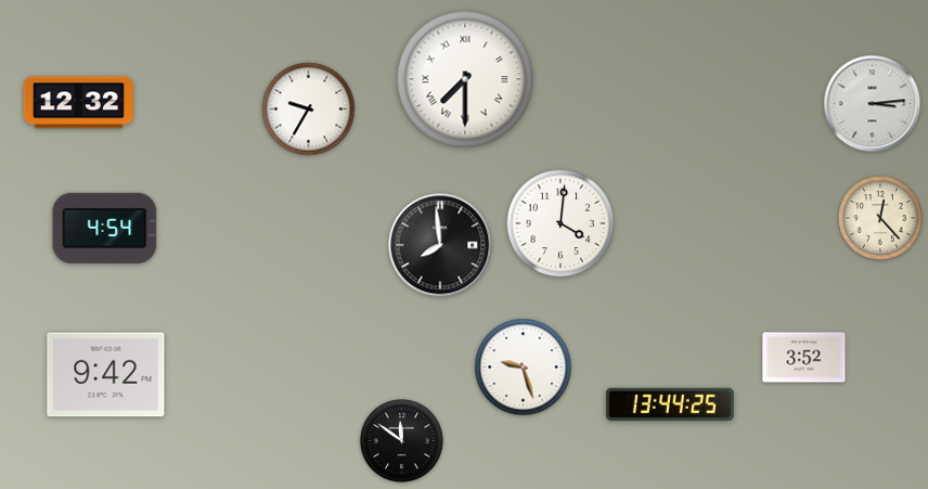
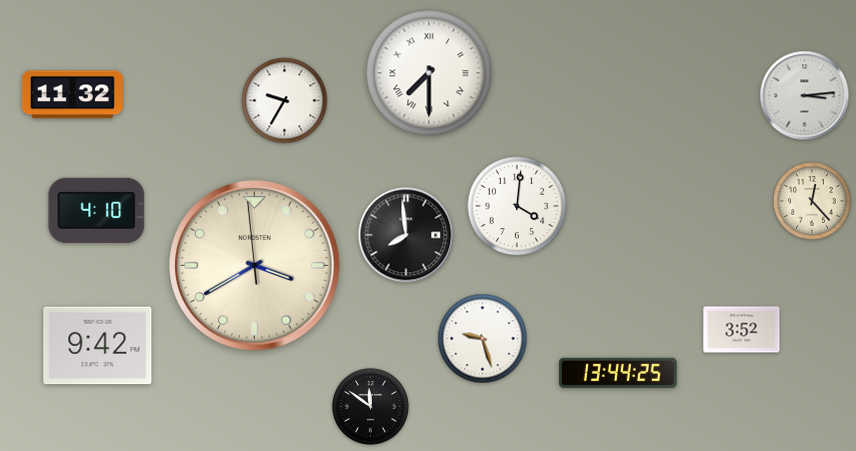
clock at (78, 103): 12:32 -> 11:32
clock at (105, 228): 4:54 -> 4:10
clock at (440, 245) position: (440, 245) -> (406, 235)
clock at (255, 266): none -> 3:39
